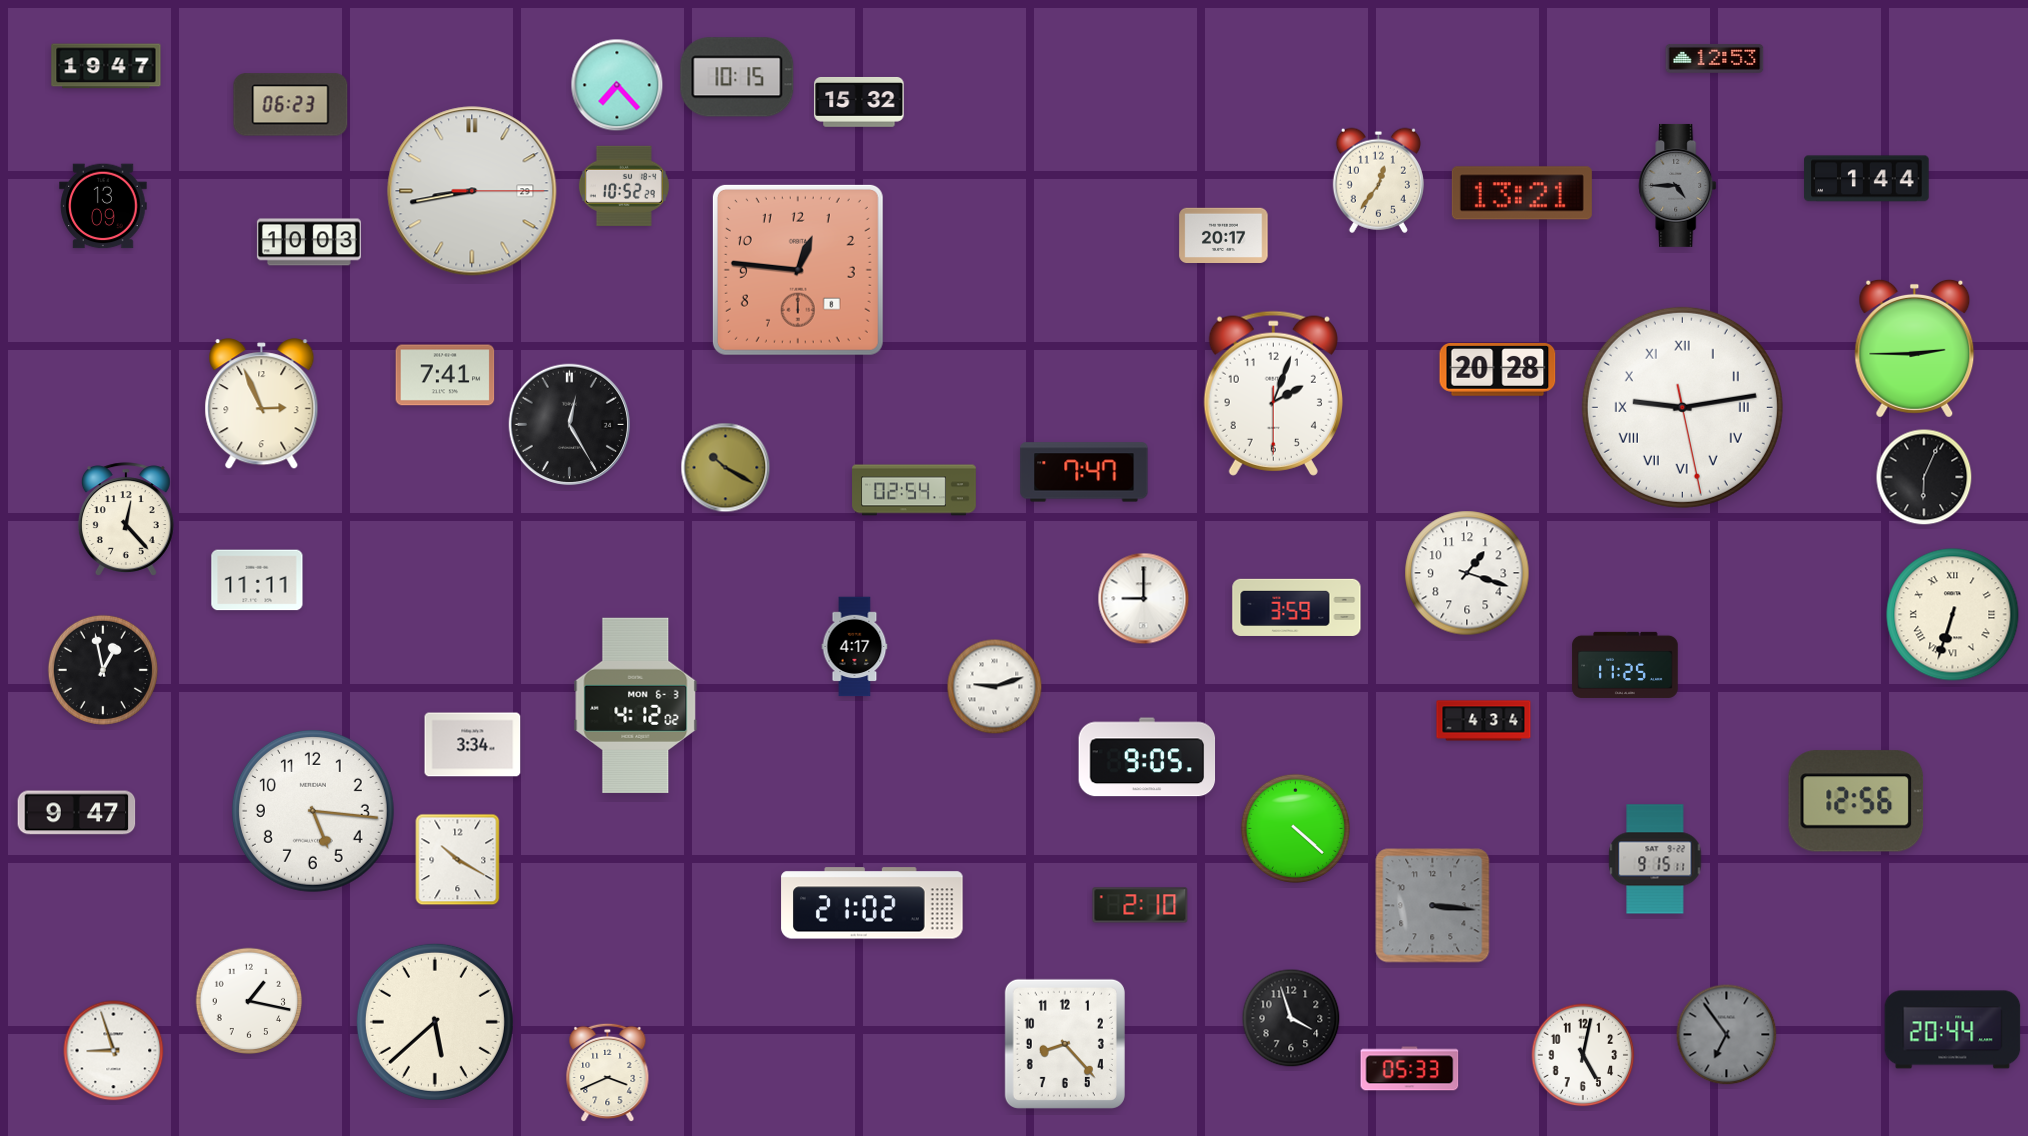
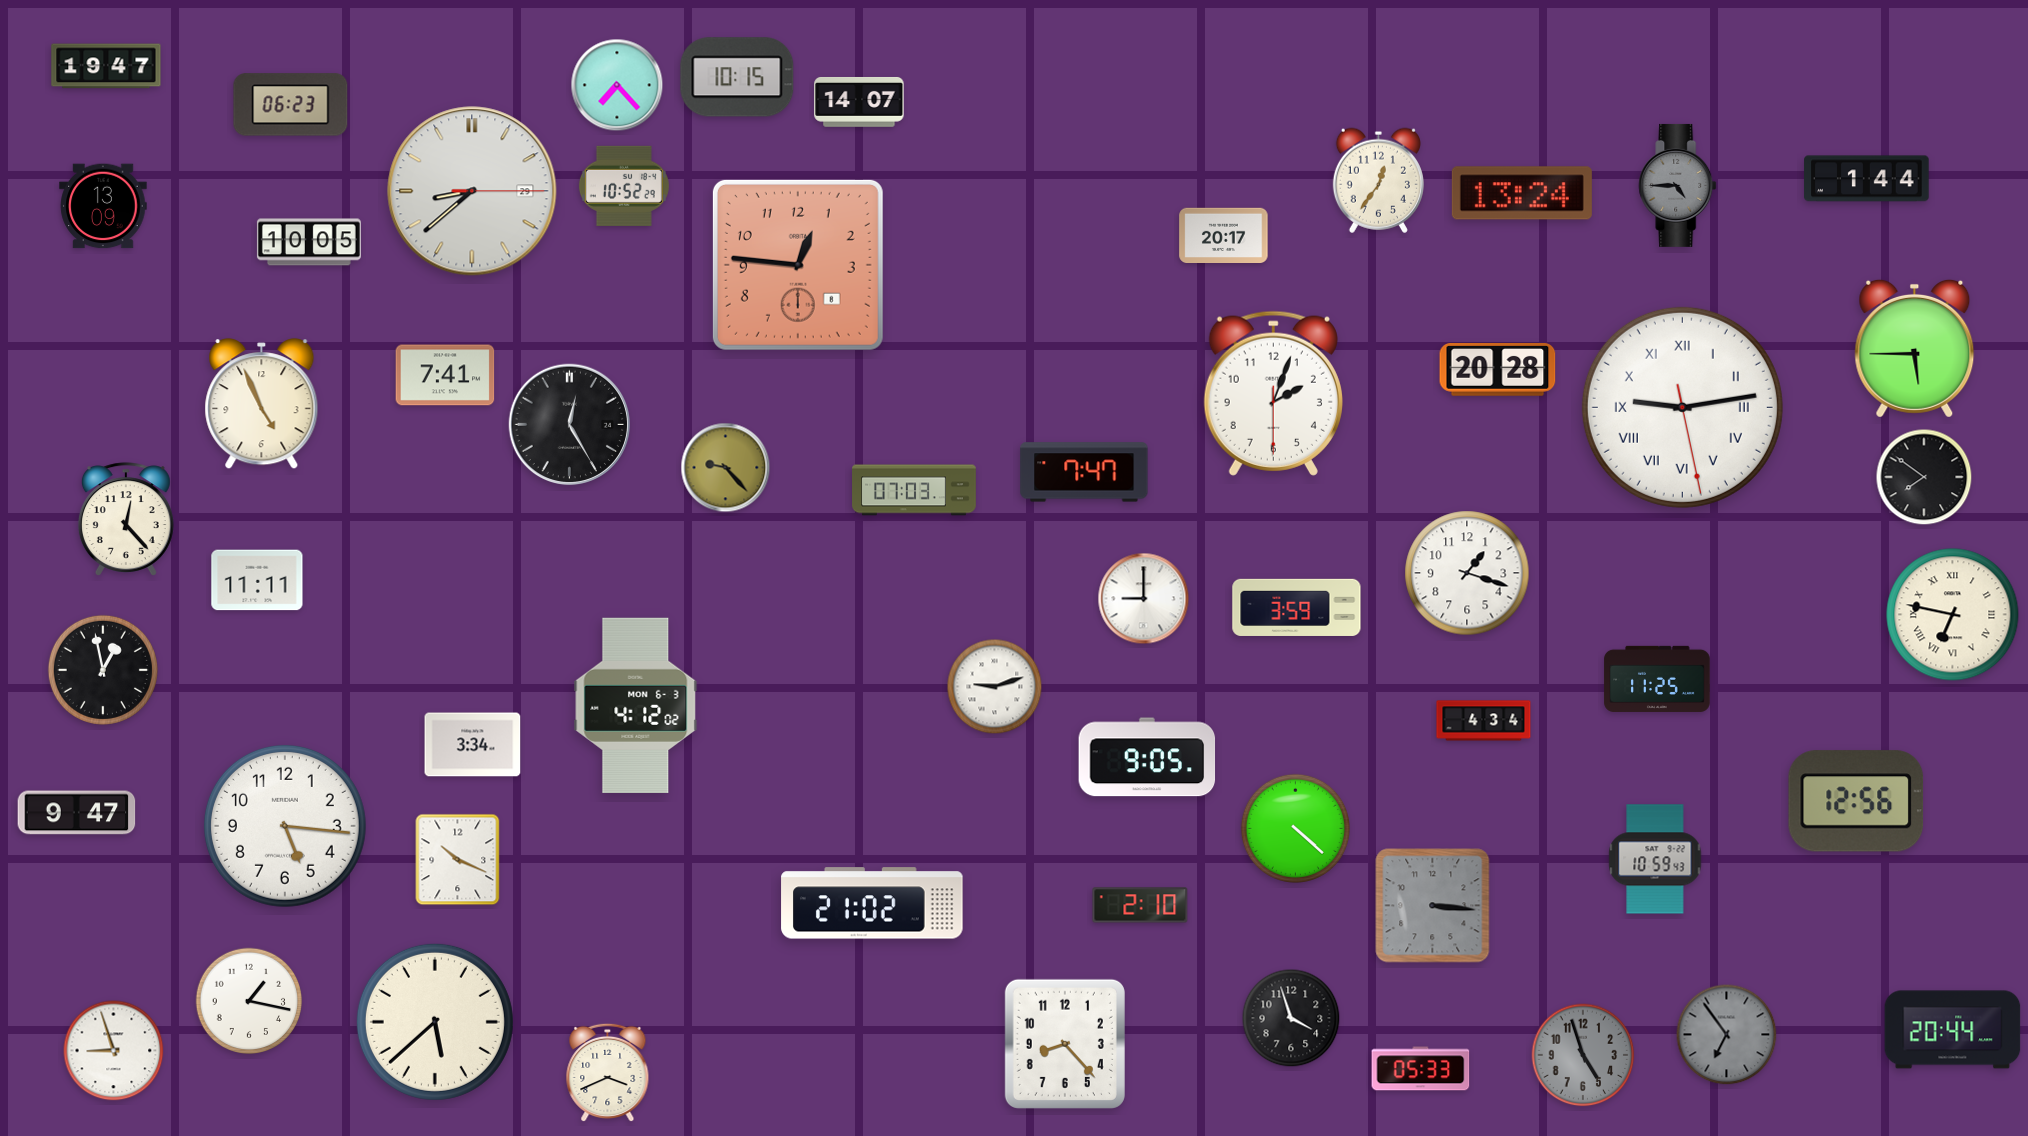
clock at (1715, 58): 12:53 -> none
clock at (859, 102): 15:32 -> 14:07
clock at (472, 191): 8:43 -> 8:38
clock at (1522, 193): 13:21 -> 13:24
clock at (309, 242): 10:03 -> 10:05
clock at (798, 270) position: (798, 270) -> (798, 265)
clock at (1915, 348): 2:45 -> 5:45
clock at (262, 404): 2:56 -> 4:56
clock at (726, 468): 10:20 -> 9:23
clock at (1924, 477): 6:04 -> 7:51
clock at (914, 490): 02:54 -> 07:03
clock at (1953, 615): 6:33 -> 6:47
clock at (855, 647): 4:17 -> none
clock at (1625, 665) position: (1625, 665) -> (1657, 679)
clock at (313, 811) position: (313, 811) -> (285, 826)
clock at (1655, 859): 9:15 -> 10:59
clock at (458, 860): 10:20 -> 10:19
clock at (1583, 1055): 5:02 -> 4:57
clock at (1583, 1055) dial: white -> grey
clock at (1410, 1069) position: (1410, 1069) -> (1421, 1069)
